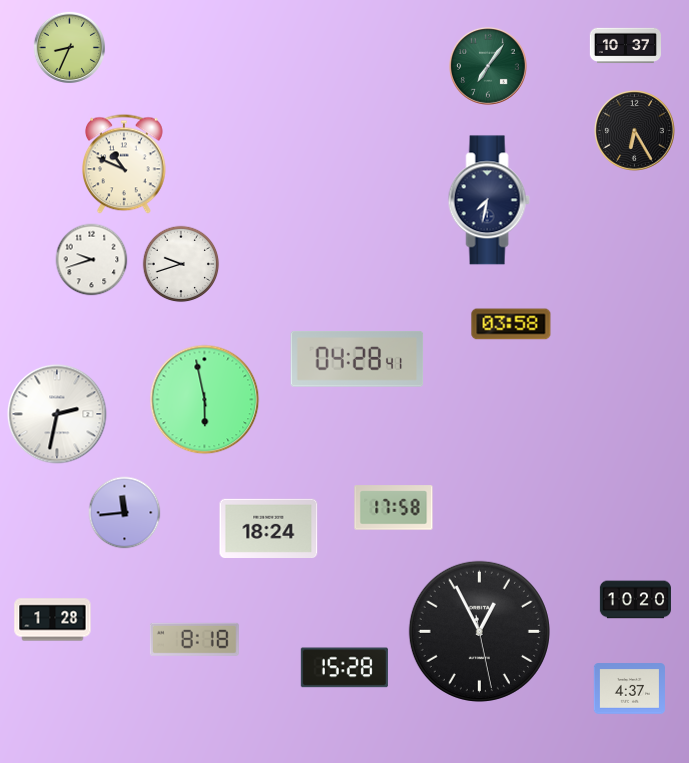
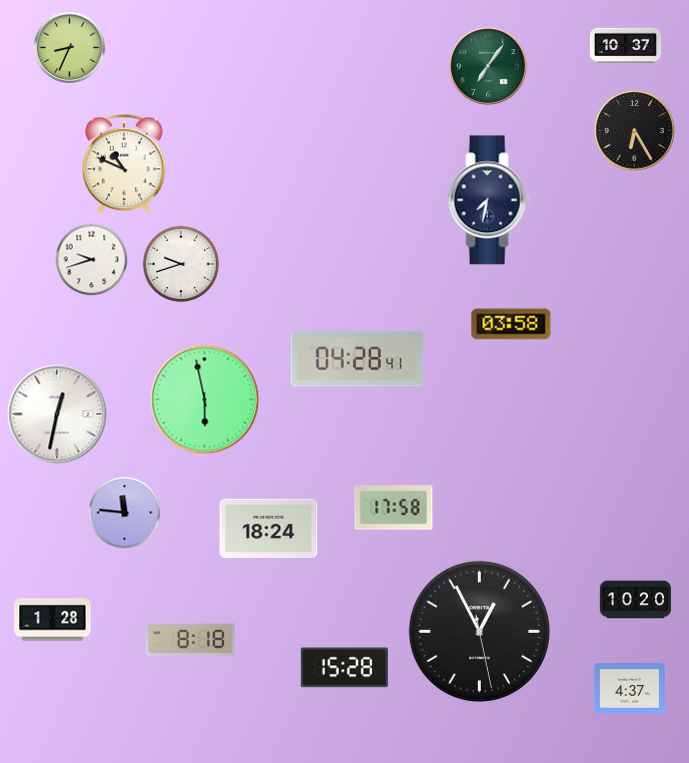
clock at (57, 414): 2:32 -> 12:32
clock at (125, 513): 11:44 -> 11:46
clock at (194, 639) position: (194, 639) -> (190, 639)
